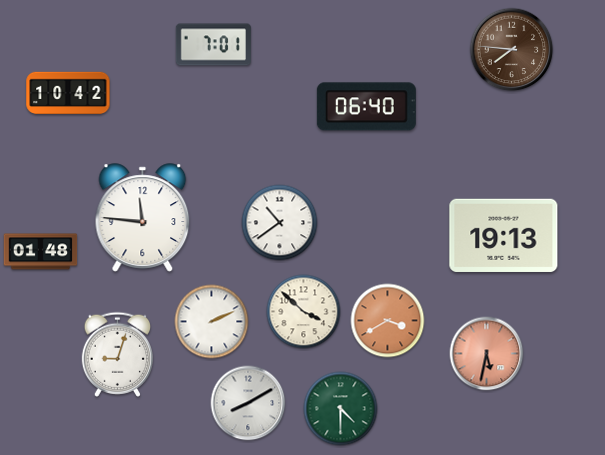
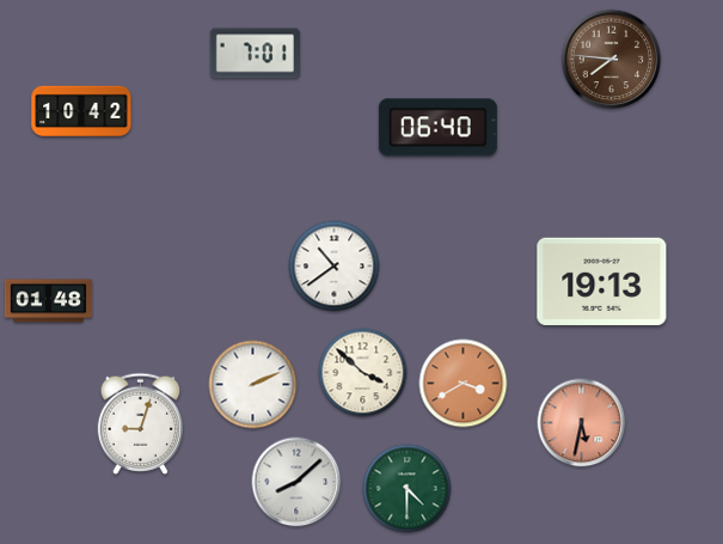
clock at (143, 218): 11:46 -> none
clock at (248, 403): 8:10 -> 8:08
